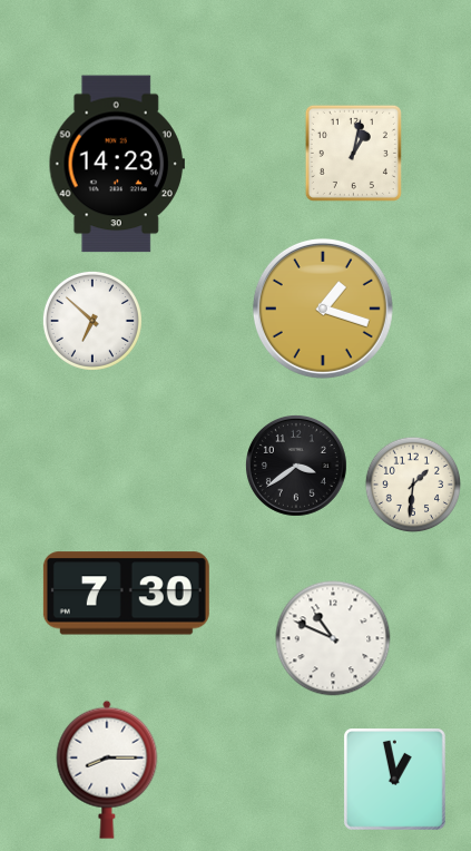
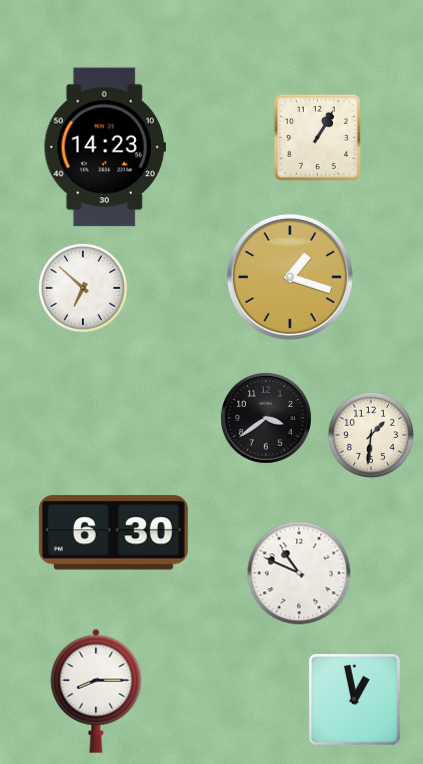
clock at (353, 153): 1:02 -> 1:05
clock at (126, 594): 7:30 -> 6:30
